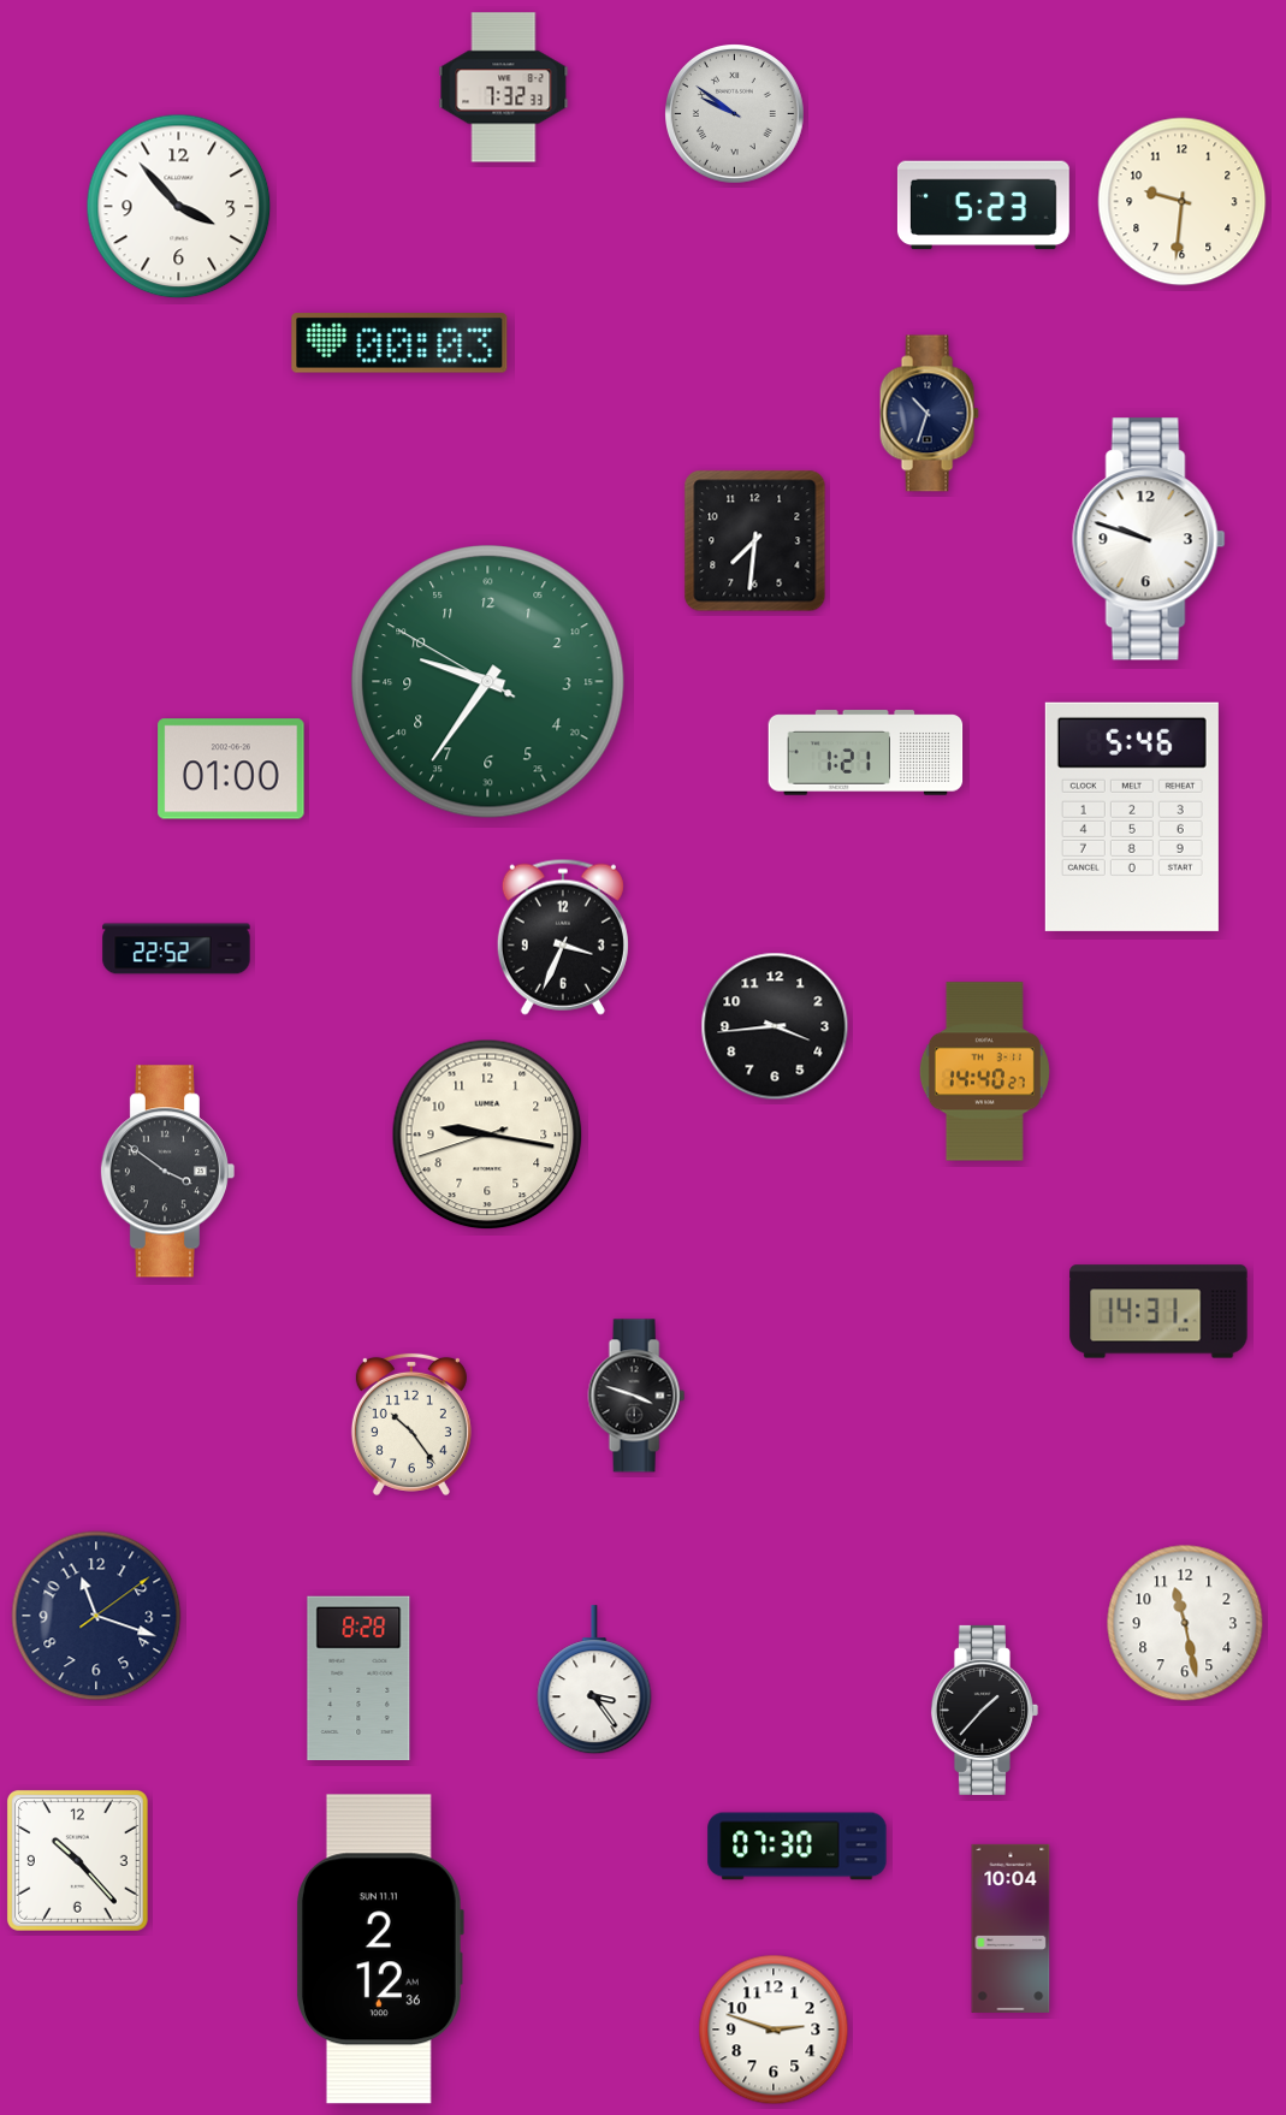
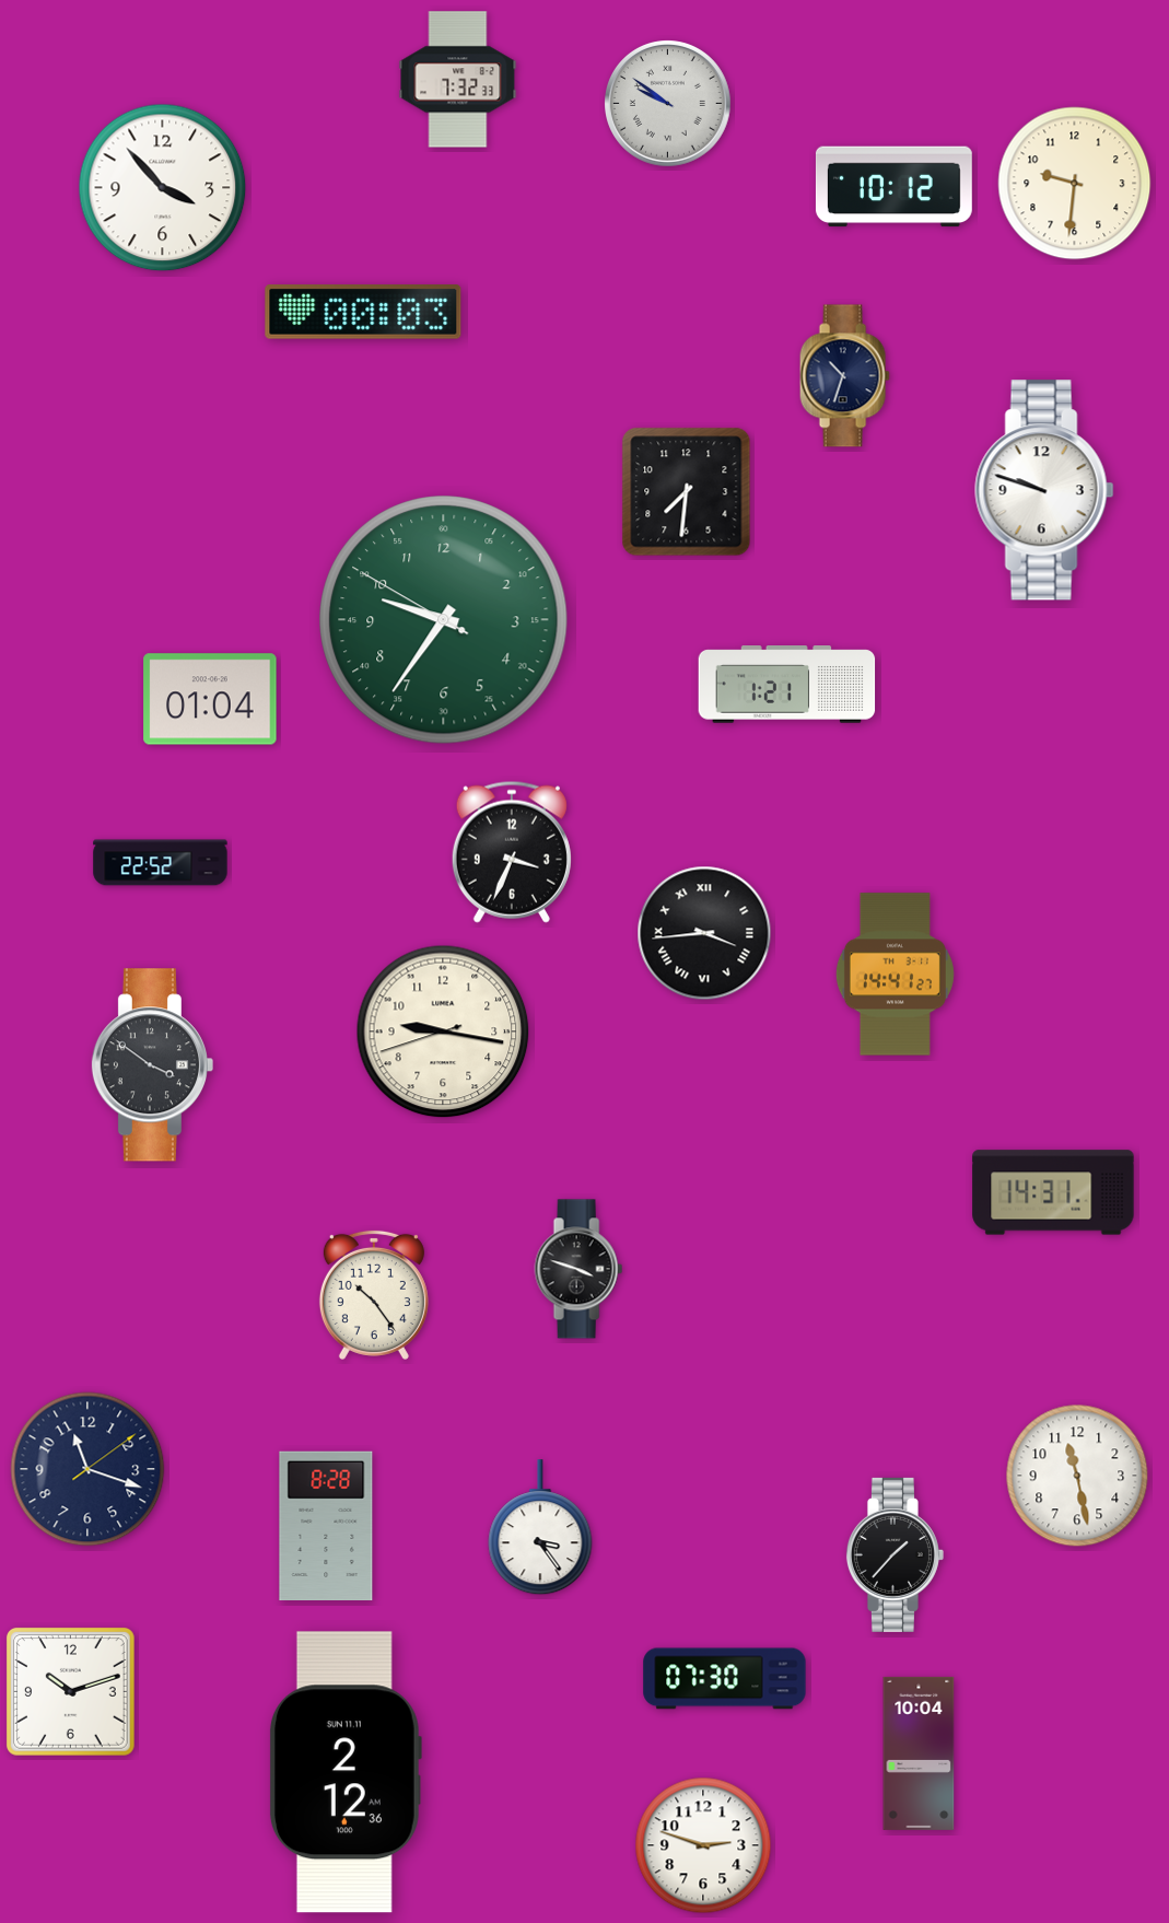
clock at (983, 206): 5:23 -> 10:12
clock at (231, 769): 01:00 -> 01:04
clock at (1132, 817): 5:46 -> none
clock at (775, 1026) numerals: Arabic -> Roman
clock at (984, 1072): 14:40 -> 14:41
clock at (78, 1861): 10:23 -> 10:12
